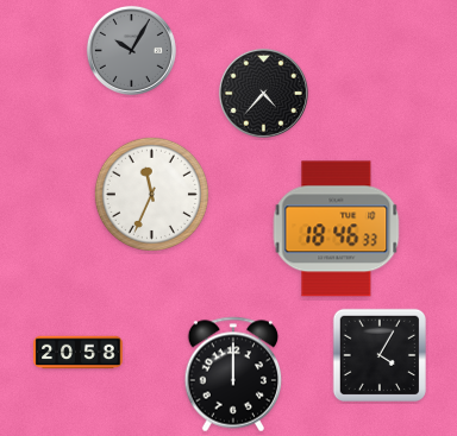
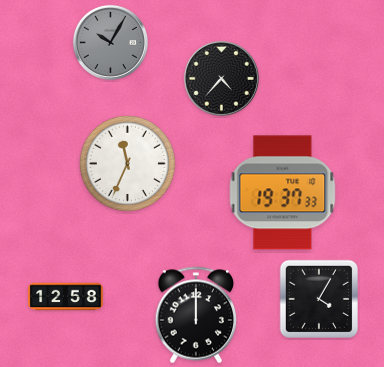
clock at (337, 229): 18:46 -> 19:37
clock at (79, 353): 20:58 -> 12:58
